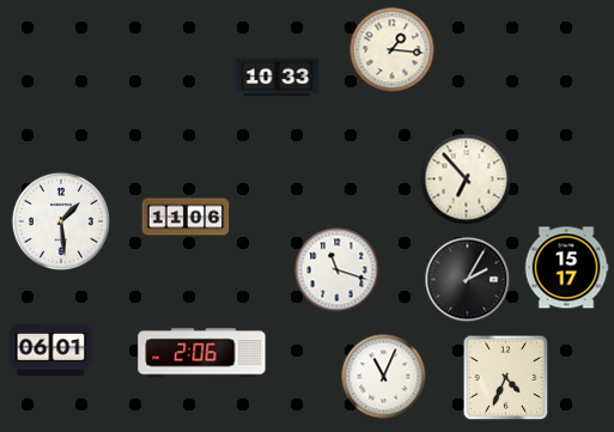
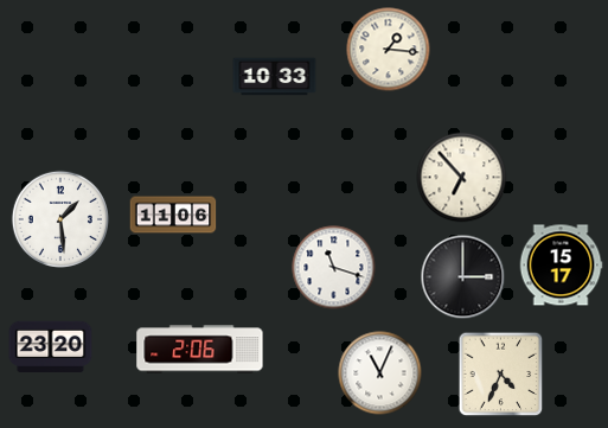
clock at (186, 217) position: (186, 217) -> (173, 215)
clock at (468, 280): 2:05 -> 3:00
clock at (51, 349): 06:01 -> 23:20
